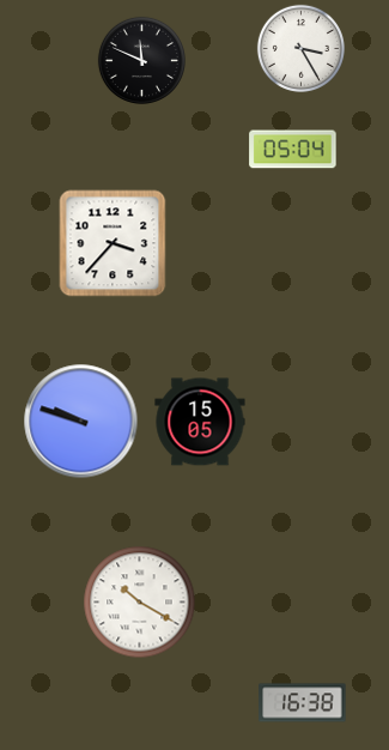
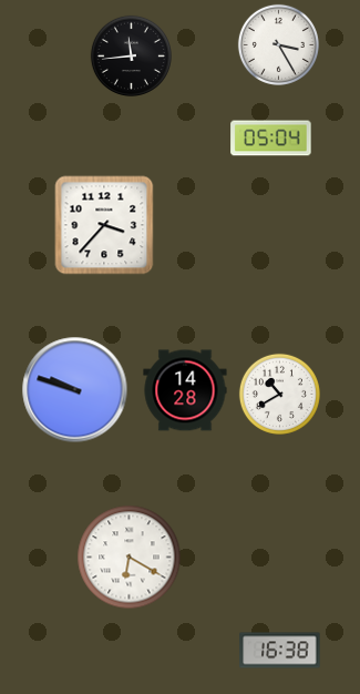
clock at (141, 60): 11:49 -> 11:44
clock at (200, 422): 15:05 -> 14:28
clock at (279, 394): none -> 10:40
clock at (140, 603): 10:20 -> 6:20
